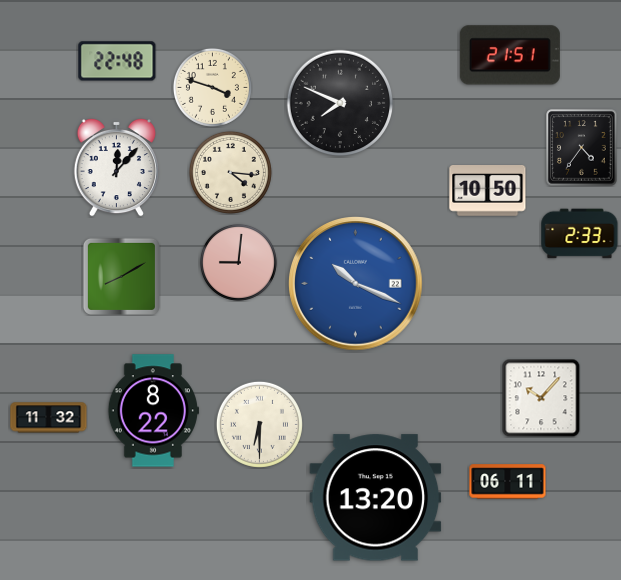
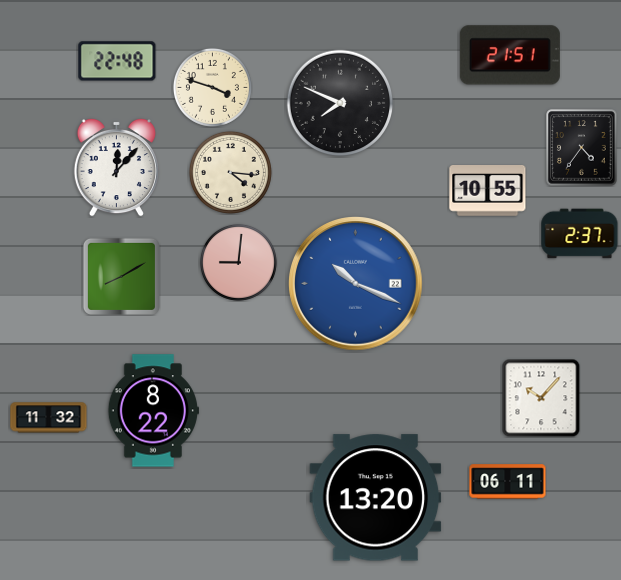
clock at (488, 191): 10:50 -> 10:55
clock at (580, 234): 2:33 -> 2:37
clock at (259, 424): 6:30 -> none
